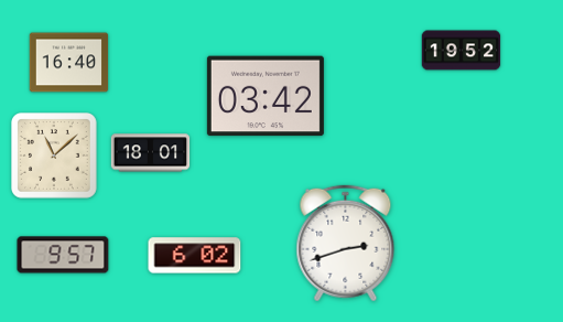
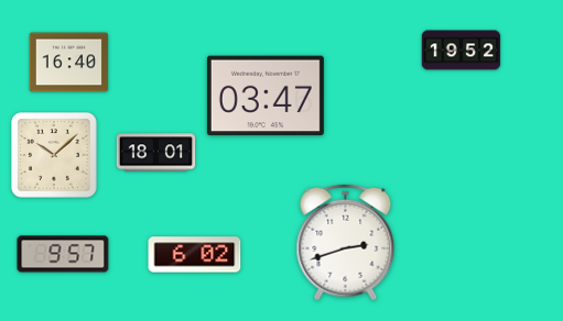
clock at (266, 96): 03:42 -> 03:47
clock at (151, 153) position: (151, 153) -> (156, 153)
clock at (55, 157): 11:08 -> 10:08
